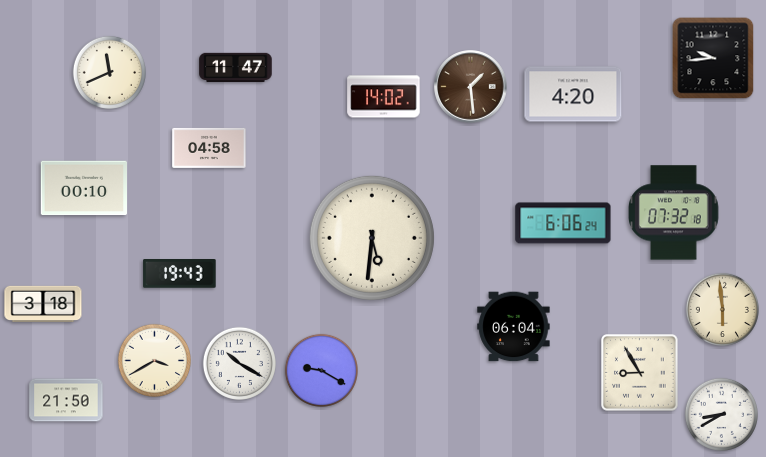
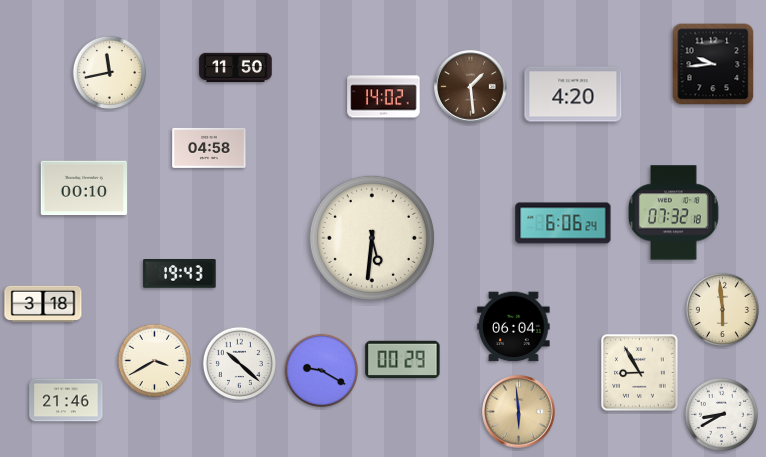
clock at (713, 58) position: (713, 58) -> (713, 64)
clock at (236, 68): 11:47 -> 11:50
clock at (109, 72): 11:41 -> 11:43
clock at (403, 359): none -> 00:29
clock at (239, 363): 10:20 -> 10:22
clock at (66, 400): 21:50 -> 21:46
clock at (519, 412): none -> 5:59
